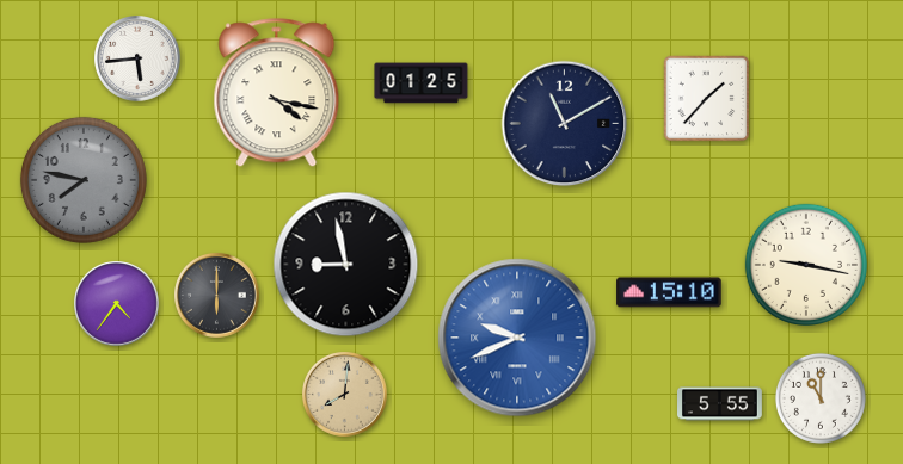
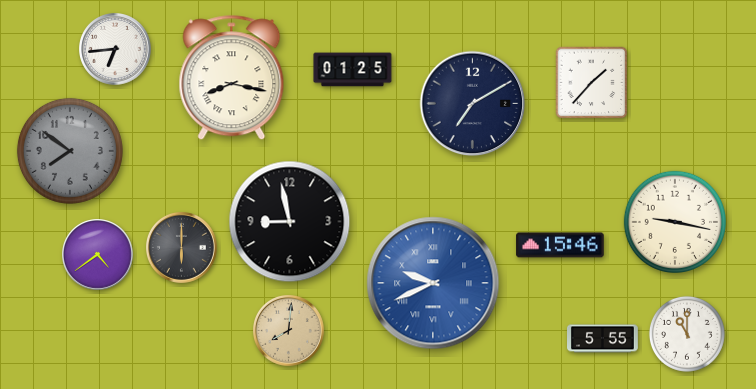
clock at (139, 60): 5:44 -> 6:44
clock at (277, 93): 4:17 -> 8:17
clock at (565, 124): 11:10 -> 7:10
clock at (84, 180): 7:47 -> 7:51
clock at (669, 292): 15:10 -> 15:46
clock at (117, 304): 4:36 -> 4:39
